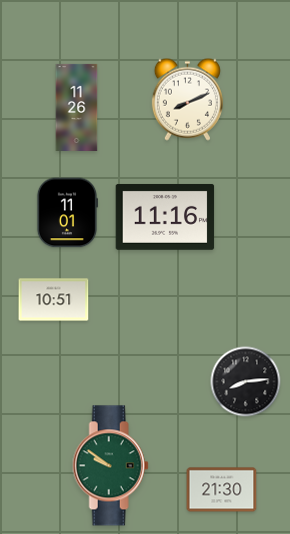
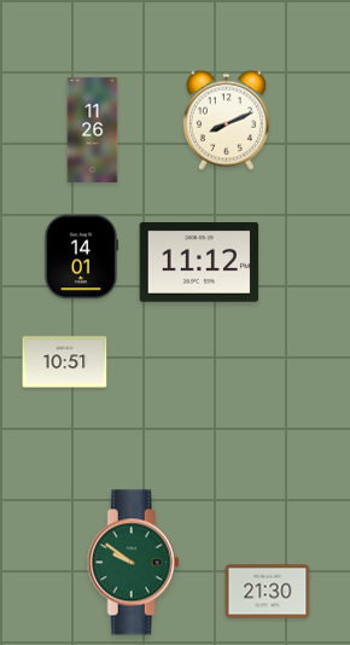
clock at (67, 213): 11:01 -> 14:01
clock at (165, 217): 11:16 -> 11:12
clock at (246, 382): 8:14 -> none
